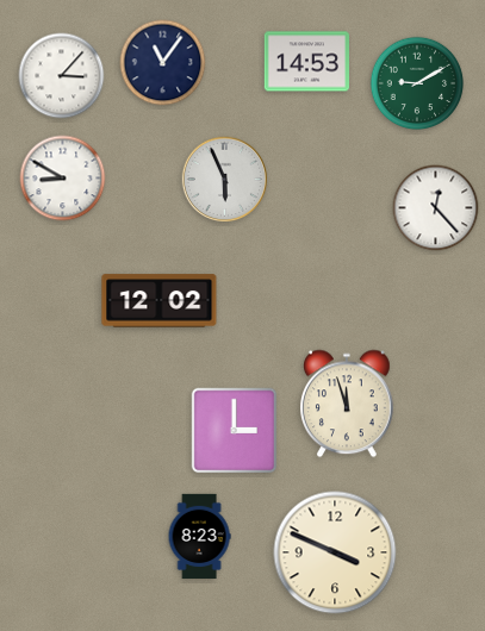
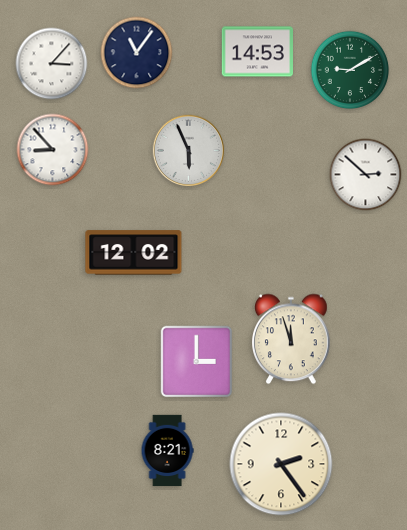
clock at (63, 179): 8:50 -> 8:53
clock at (436, 208): 12:23 -> 2:52
clock at (199, 537): 8:23 -> 8:21
clock at (335, 552): 3:49 -> 2:24
